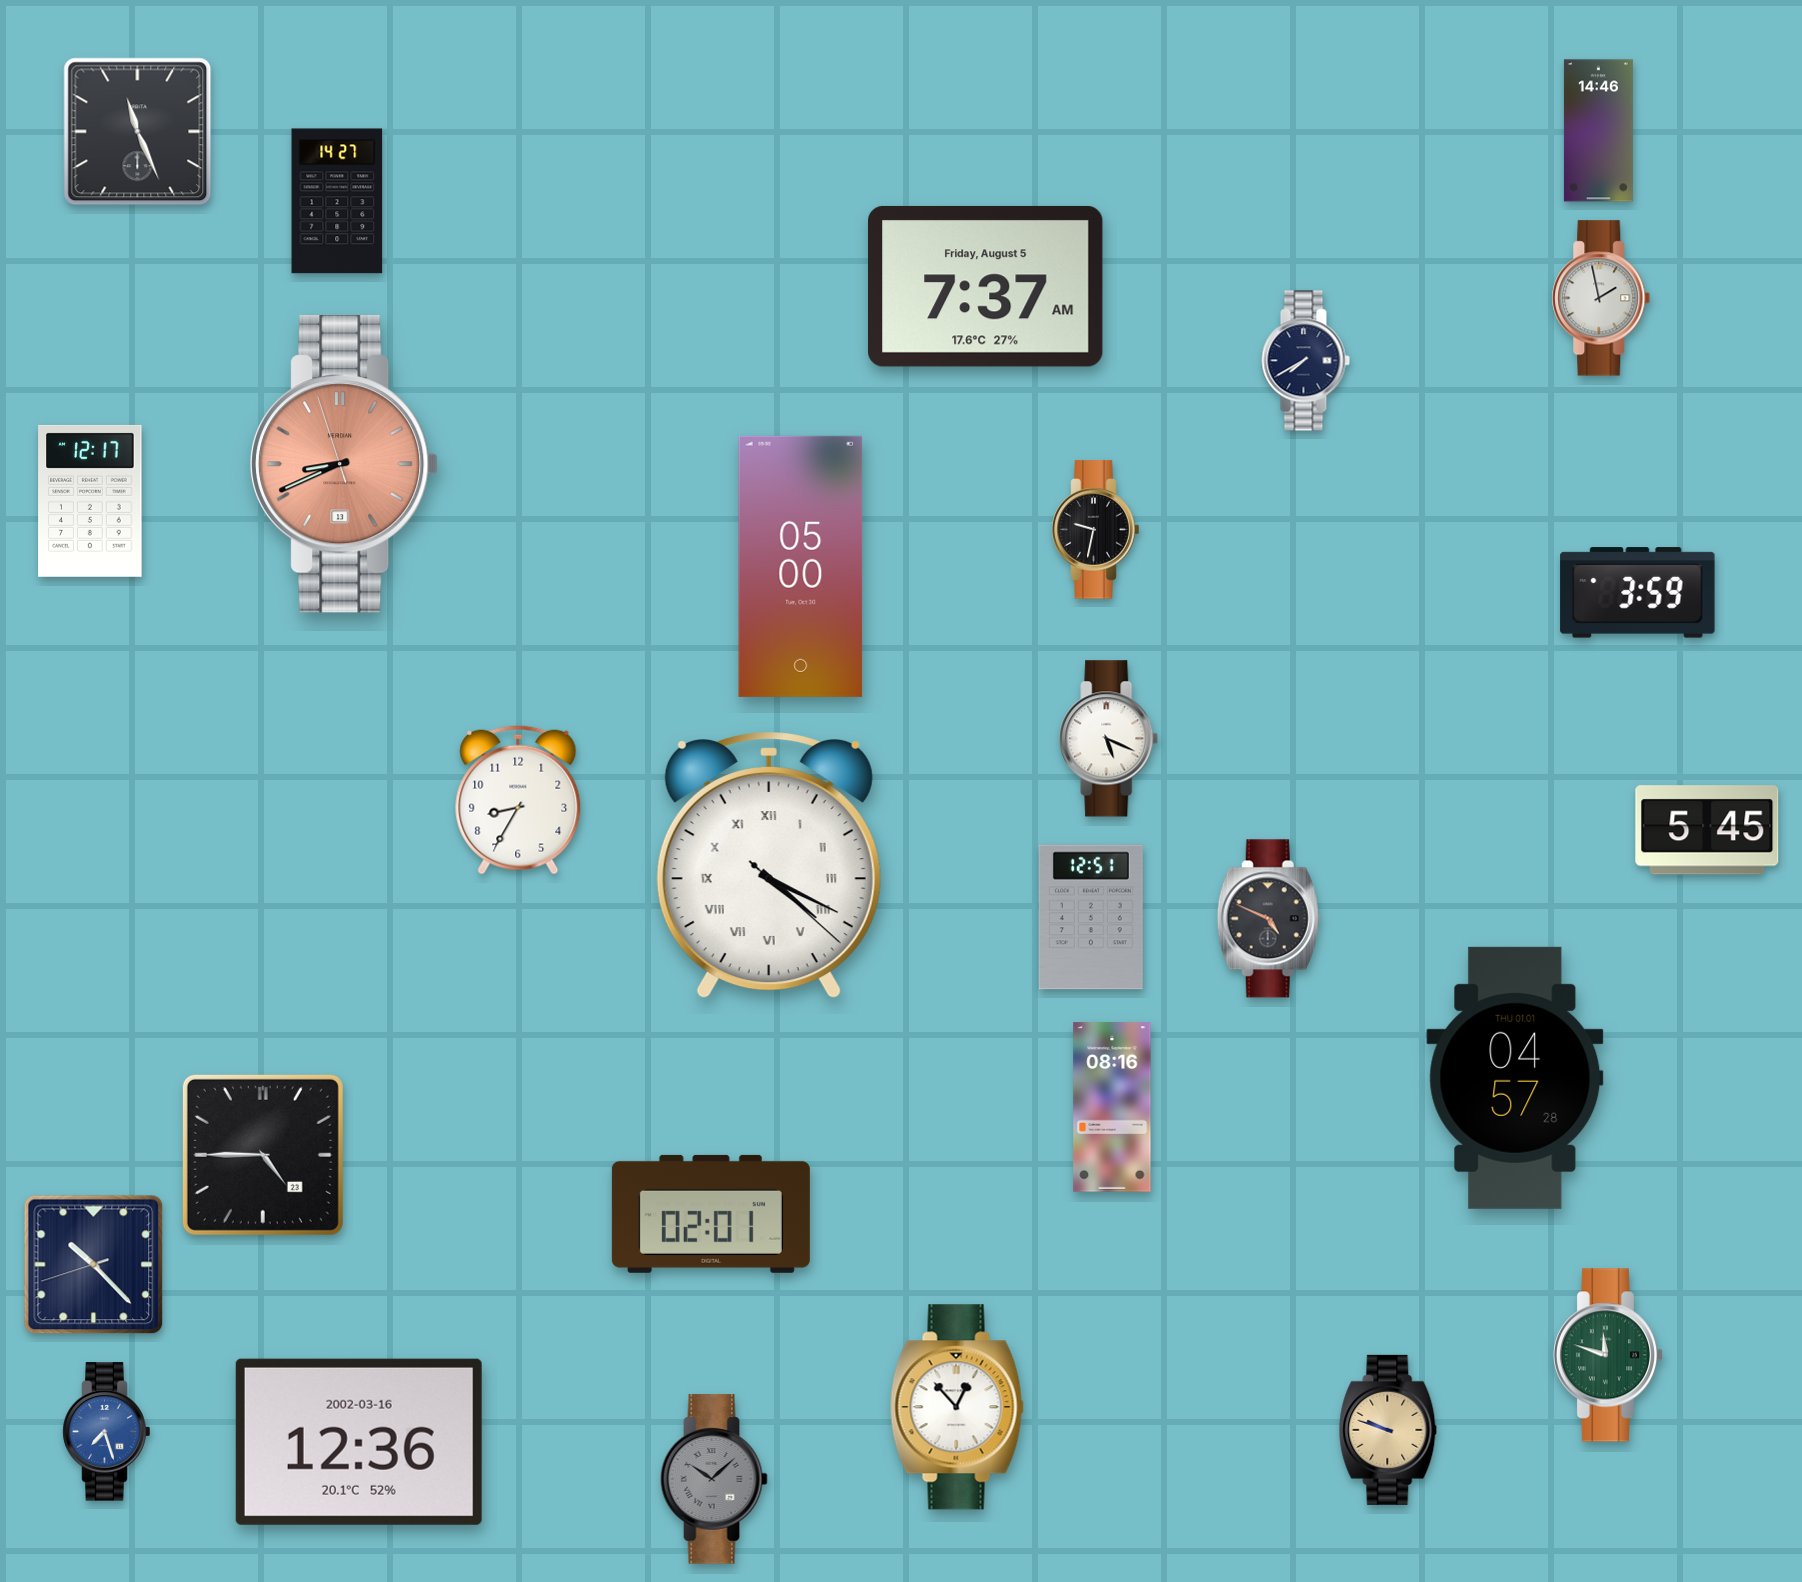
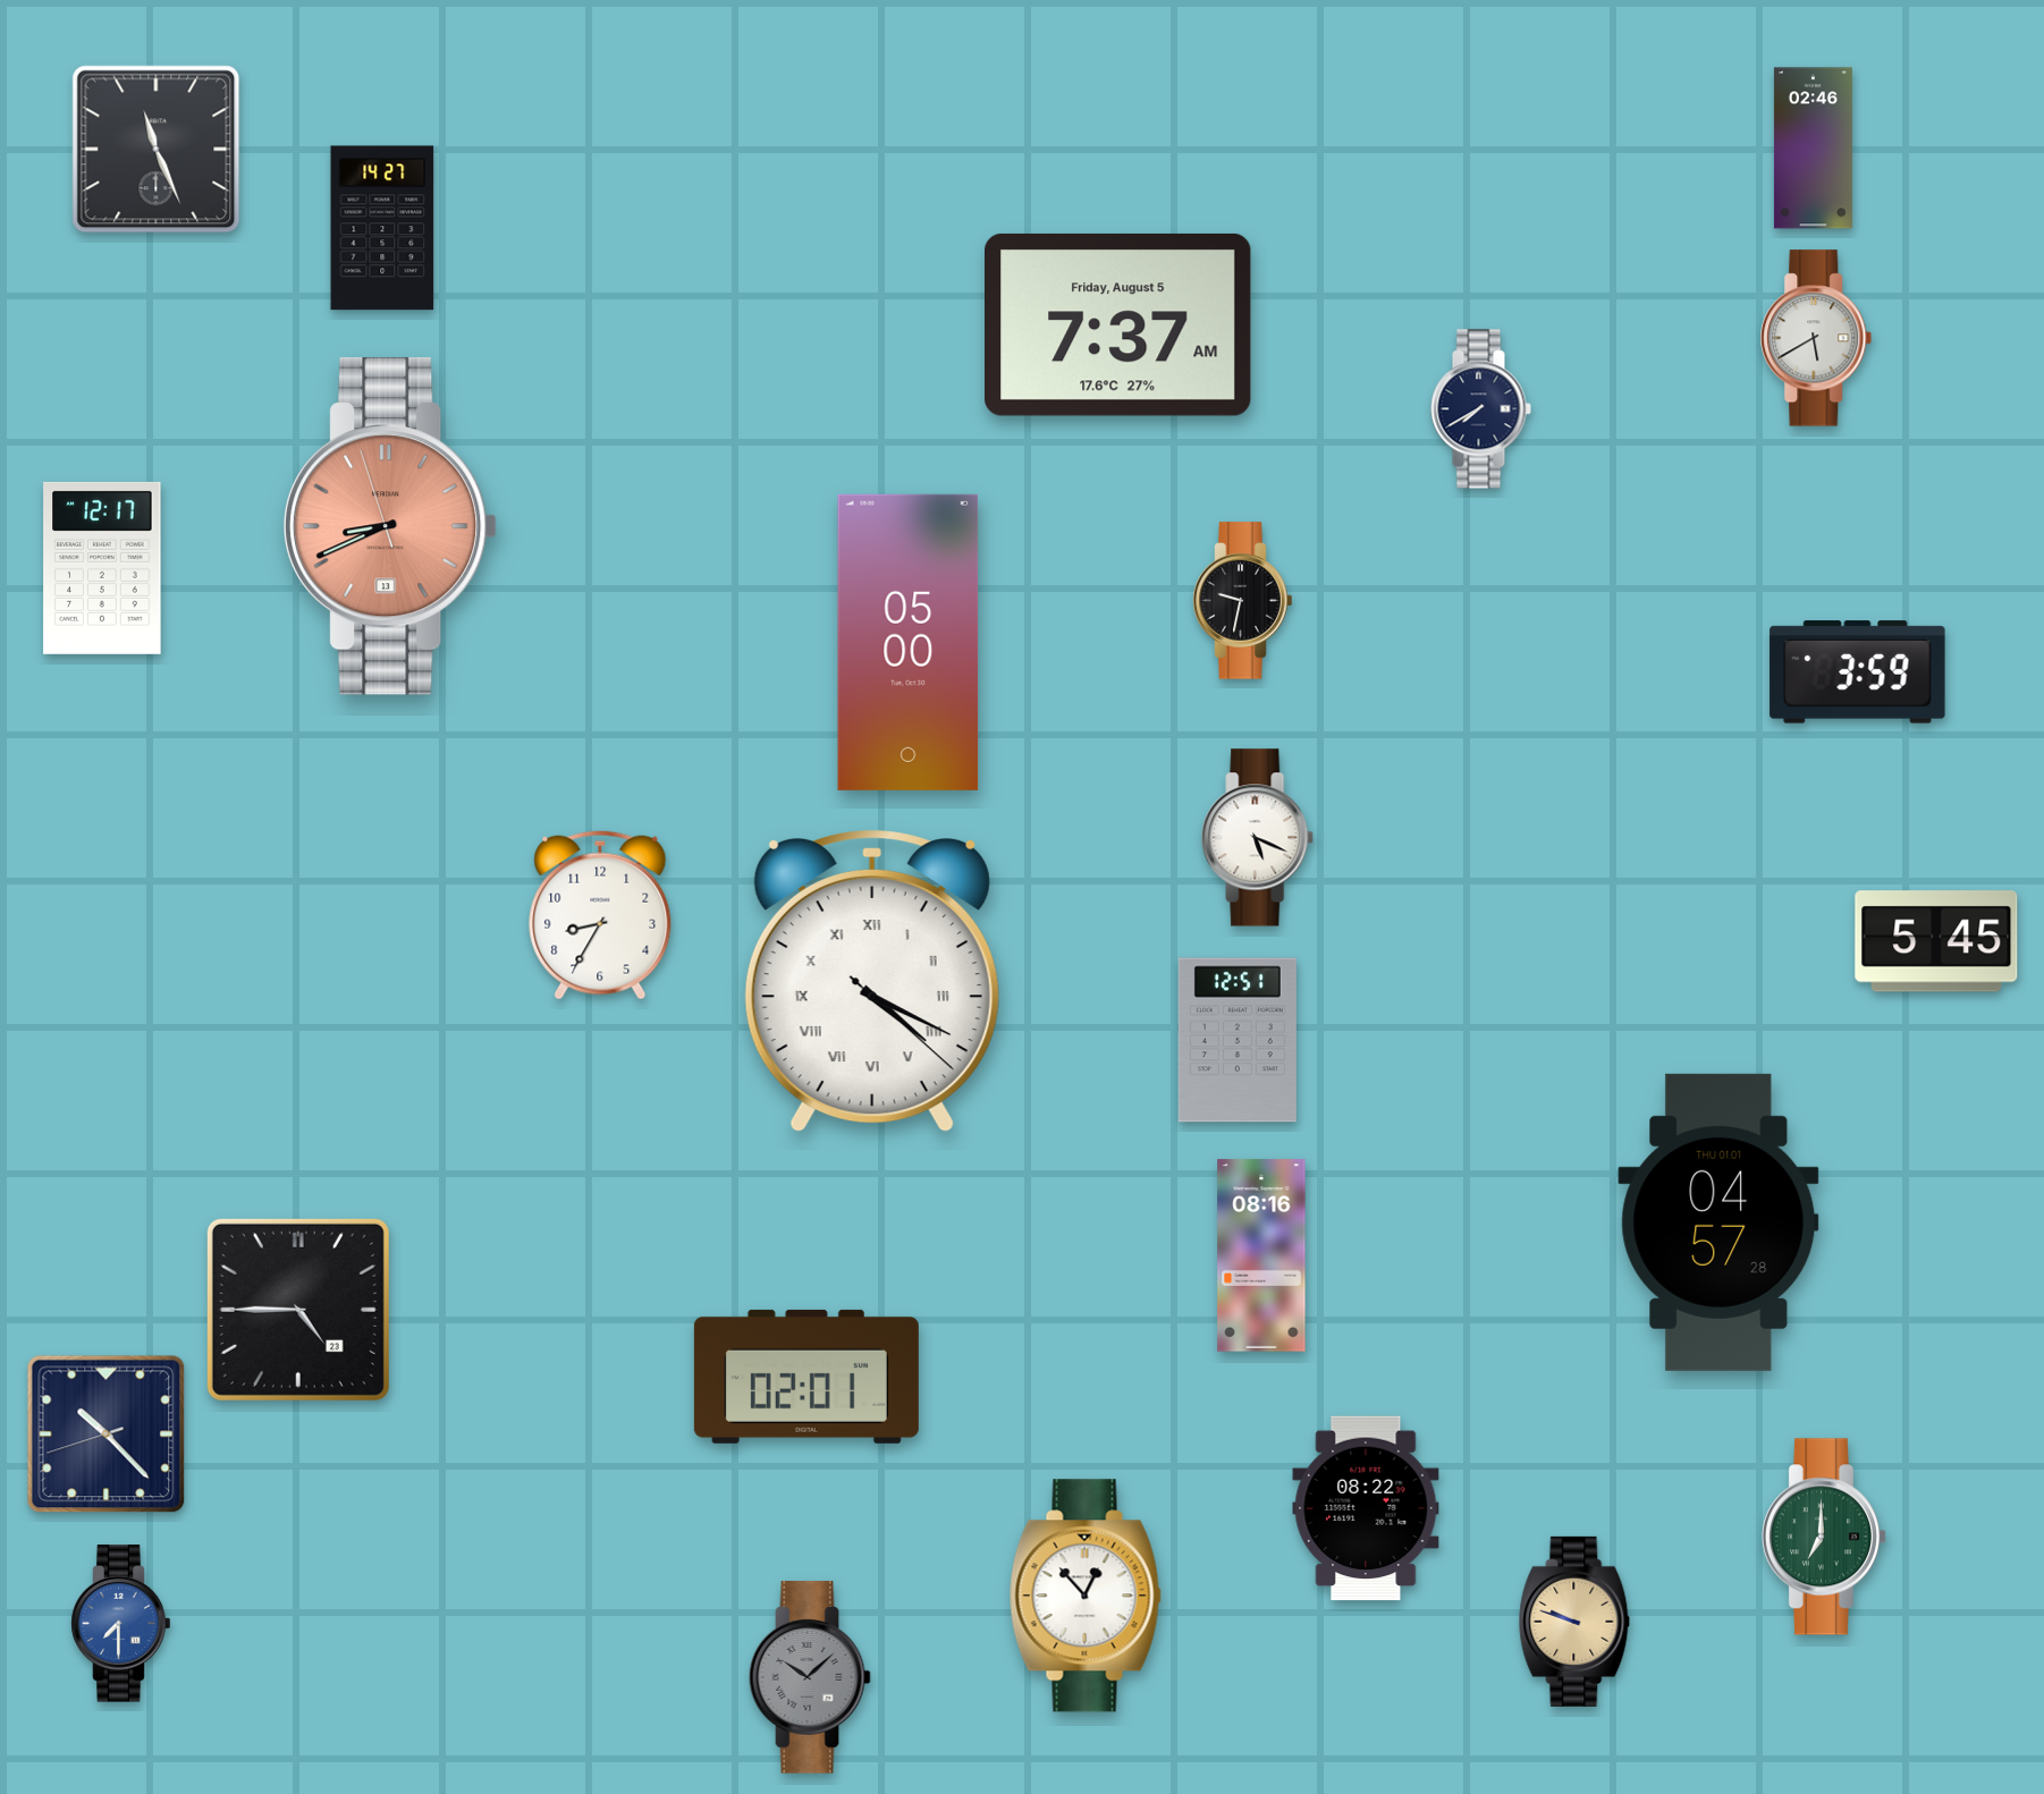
clock at (1598, 131): 14:46 -> 02:46
clock at (1601, 298): 1:58 -> 5:40
clock at (518, 800) position: (518, 800) -> (600, 915)
clock at (1268, 919): 4:49 -> none
clock at (1366, 1508): none -> 08:22
clock at (1607, 1355): 11:48 -> 7:00
clock at (107, 1432): 7:27 -> 7:30
clock at (359, 1442): 12:36 -> none
